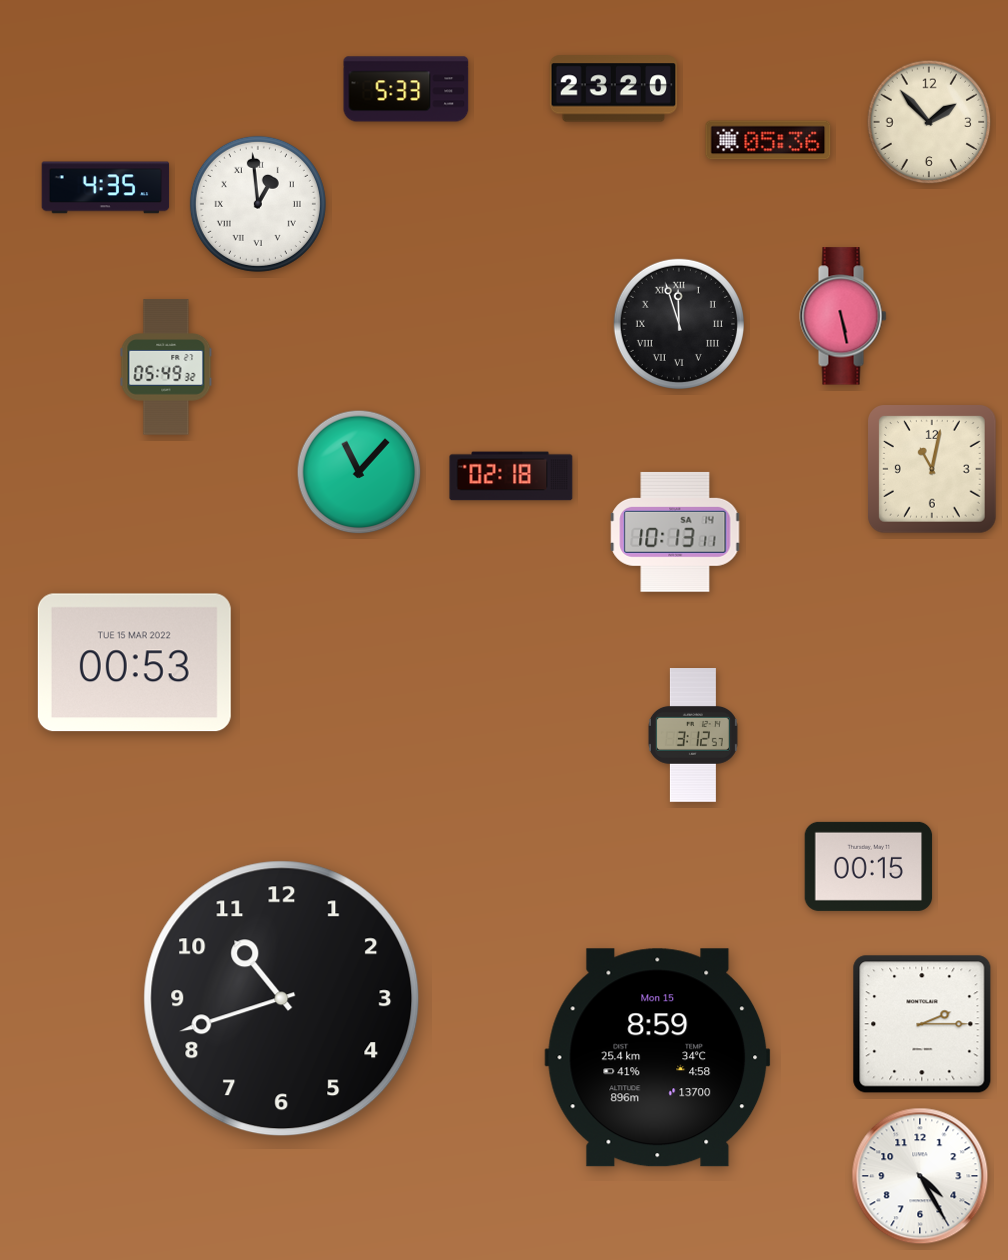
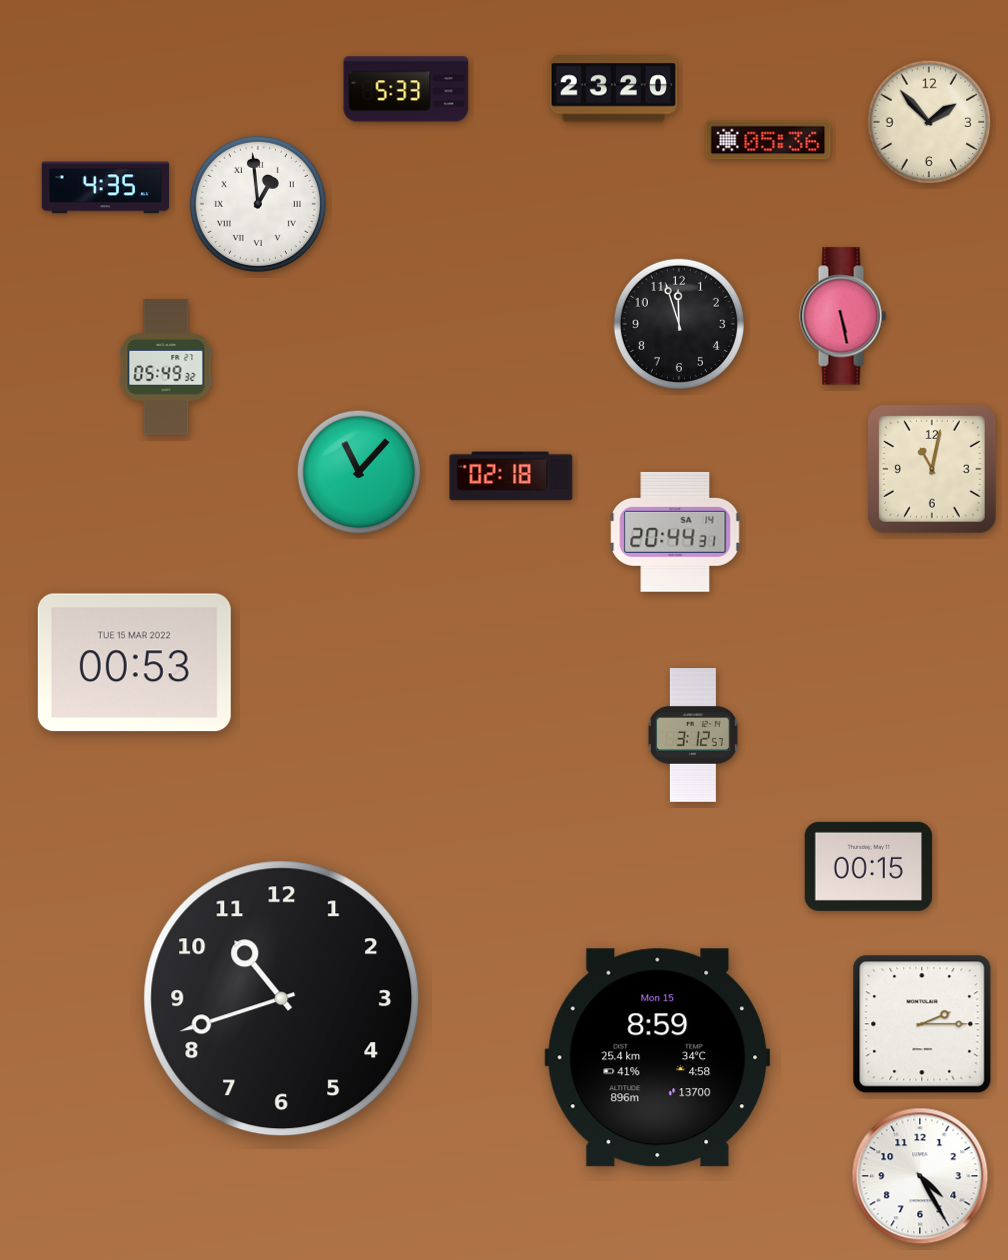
clock at (679, 324) numerals: Roman -> Arabic
clock at (675, 532): 10:13 -> 20:44
